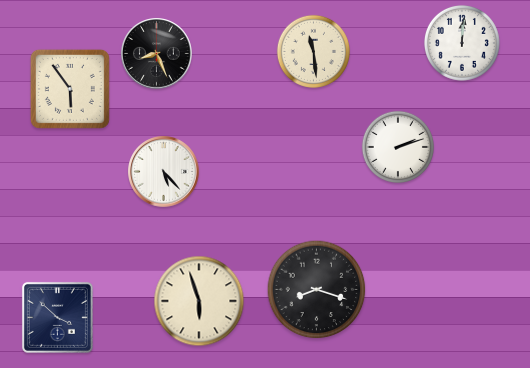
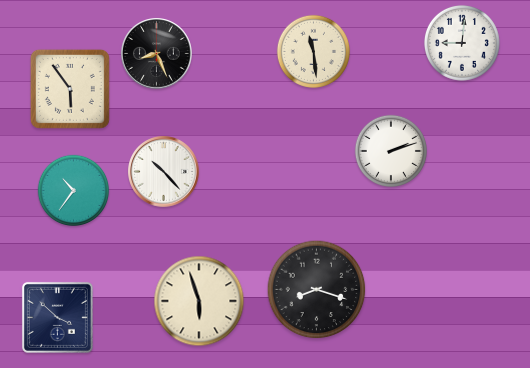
clock at (462, 43): 12:01 -> 9:01
clock at (397, 146) position: (397, 146) -> (390, 150)
clock at (164, 172): 5:23 -> 10:23
clock at (74, 191): none -> 10:36
